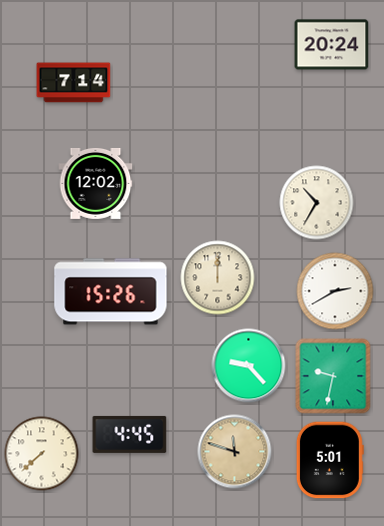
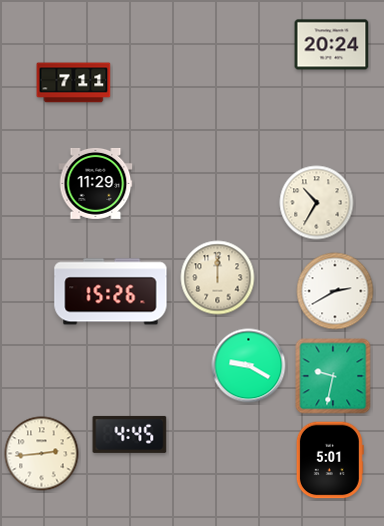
clock at (74, 83): 7:14 -> 7:11
clock at (96, 183): 12:02 -> 11:29
clock at (249, 366): 9:23 -> 9:20
clock at (235, 452): 11:48 -> none
clock at (42, 454): 7:38 -> 2:44
